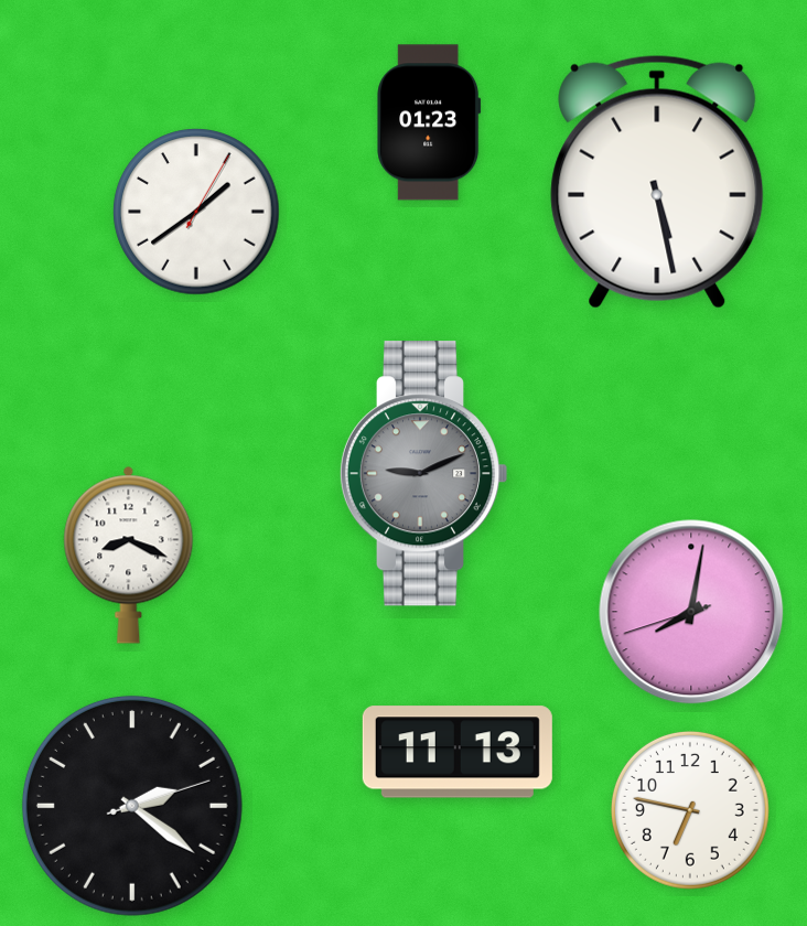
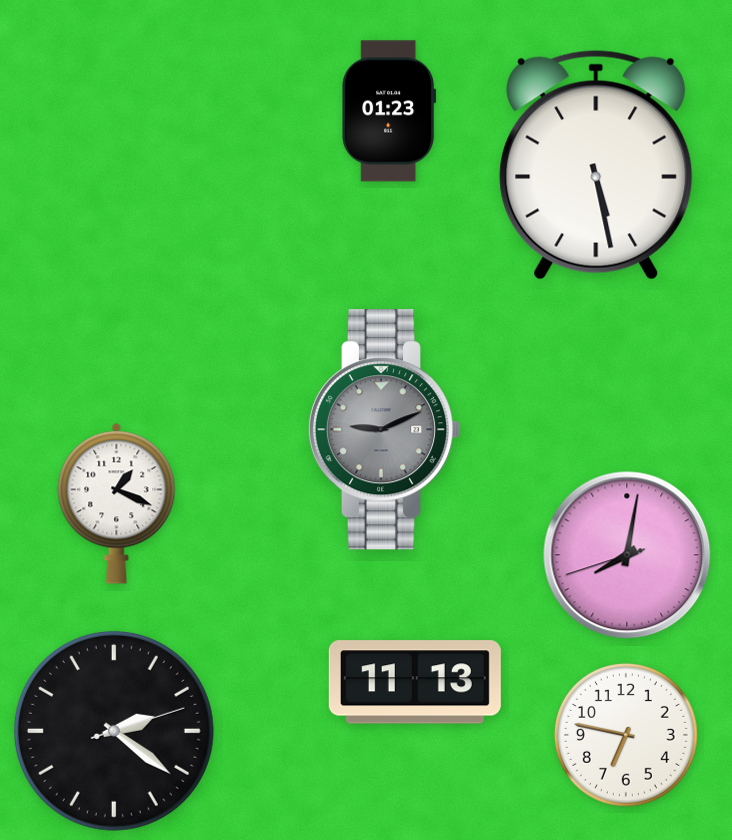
clock at (196, 212): 1:39 -> none
clock at (129, 554): 8:19 -> 1:19
clock at (132, 806) position: (132, 806) -> (114, 731)
